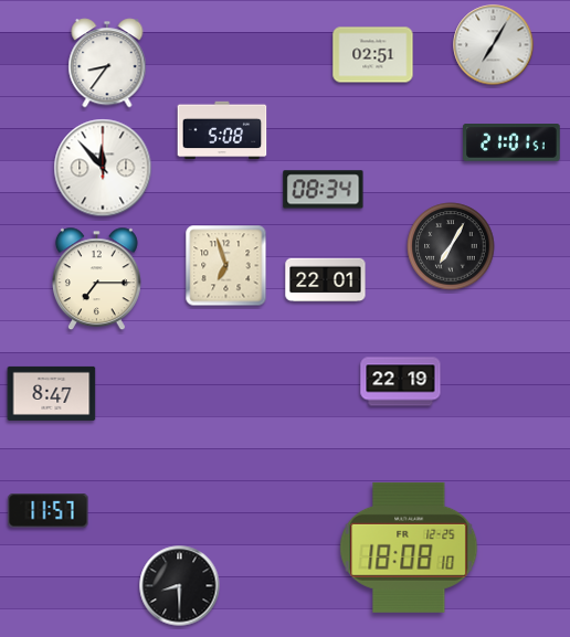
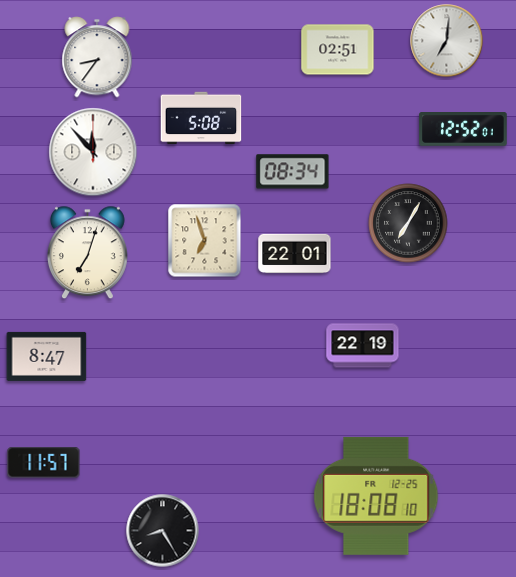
clock at (494, 45): 7:05 -> 7:01
clock at (511, 144): 21:01 -> 12:52
clock at (96, 279): 7:15 -> 7:03
clock at (409, 548) position: (409, 548) -> (376, 496)
clock at (180, 586): 8:30 -> 8:25
